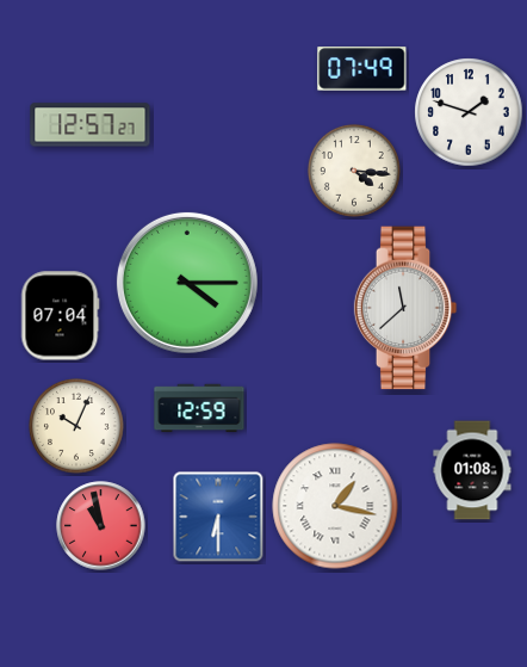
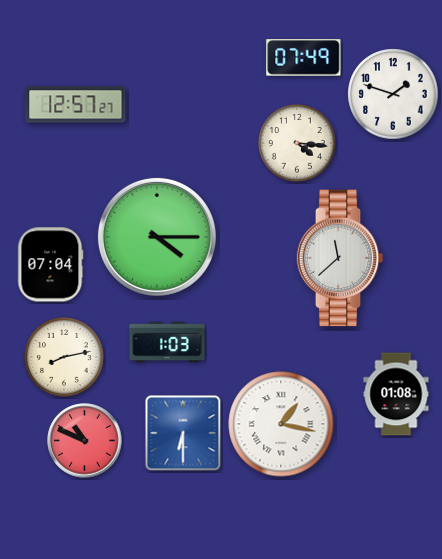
clock at (199, 408): 12:59 -> 1:03
clock at (77, 427): 10:04 -> 8:13
clock at (101, 526): 10:58 -> 10:49
